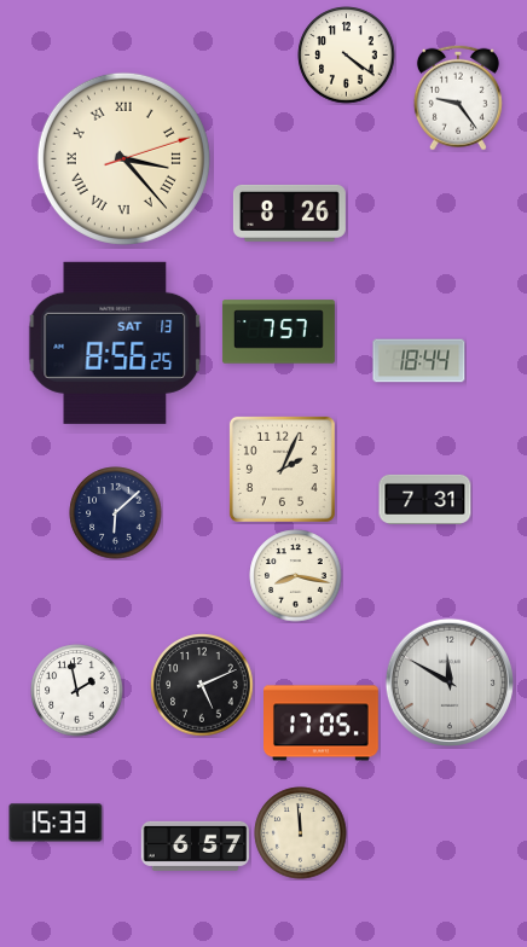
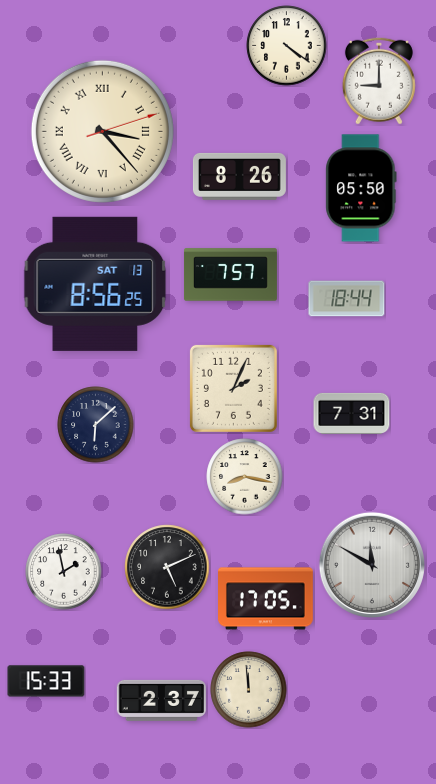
clock at (458, 98): 9:24 -> 9:00
clock at (361, 188): none -> 05:50
clock at (195, 846): 6:57 -> 2:37
